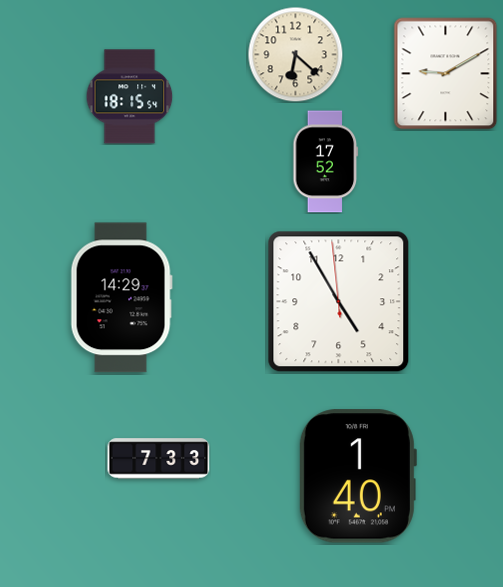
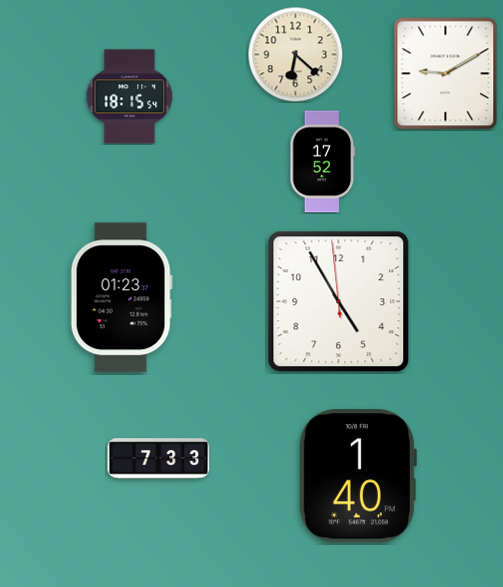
clock at (326, 162) position: (326, 162) -> (323, 162)
clock at (121, 298): 14:29 -> 01:23
